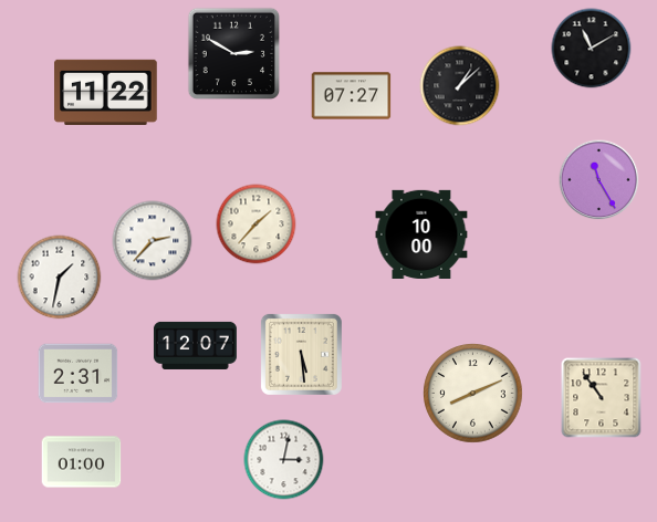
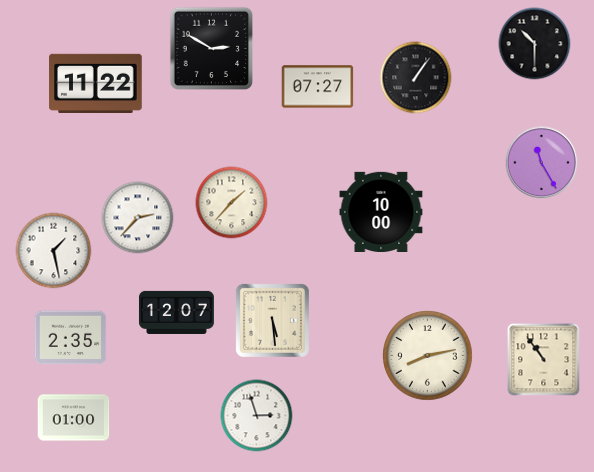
clock at (592, 49): 11:10 -> 10:30
clock at (460, 86): 1:08 -> 1:06
clock at (60, 278): 1:32 -> 1:28
clock at (79, 374): 2:31 -> 2:35
clock at (473, 394): 8:11 -> 8:13
clock at (284, 460): 3:02 -> 2:57
